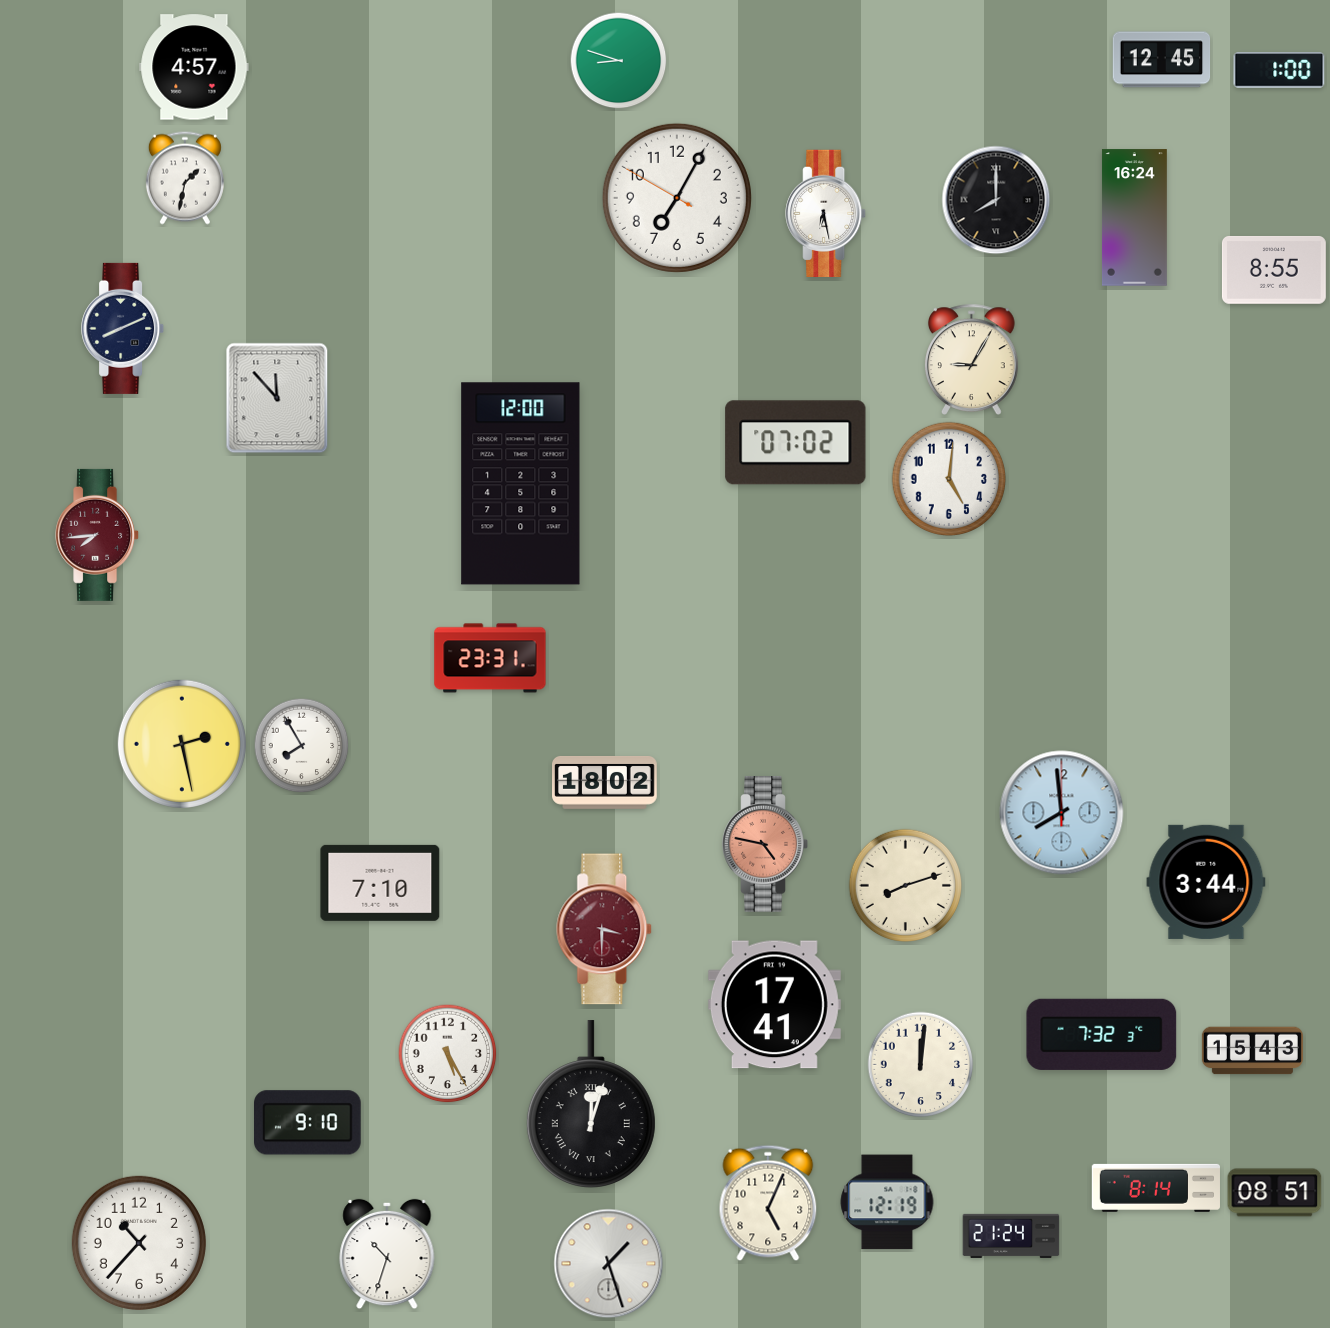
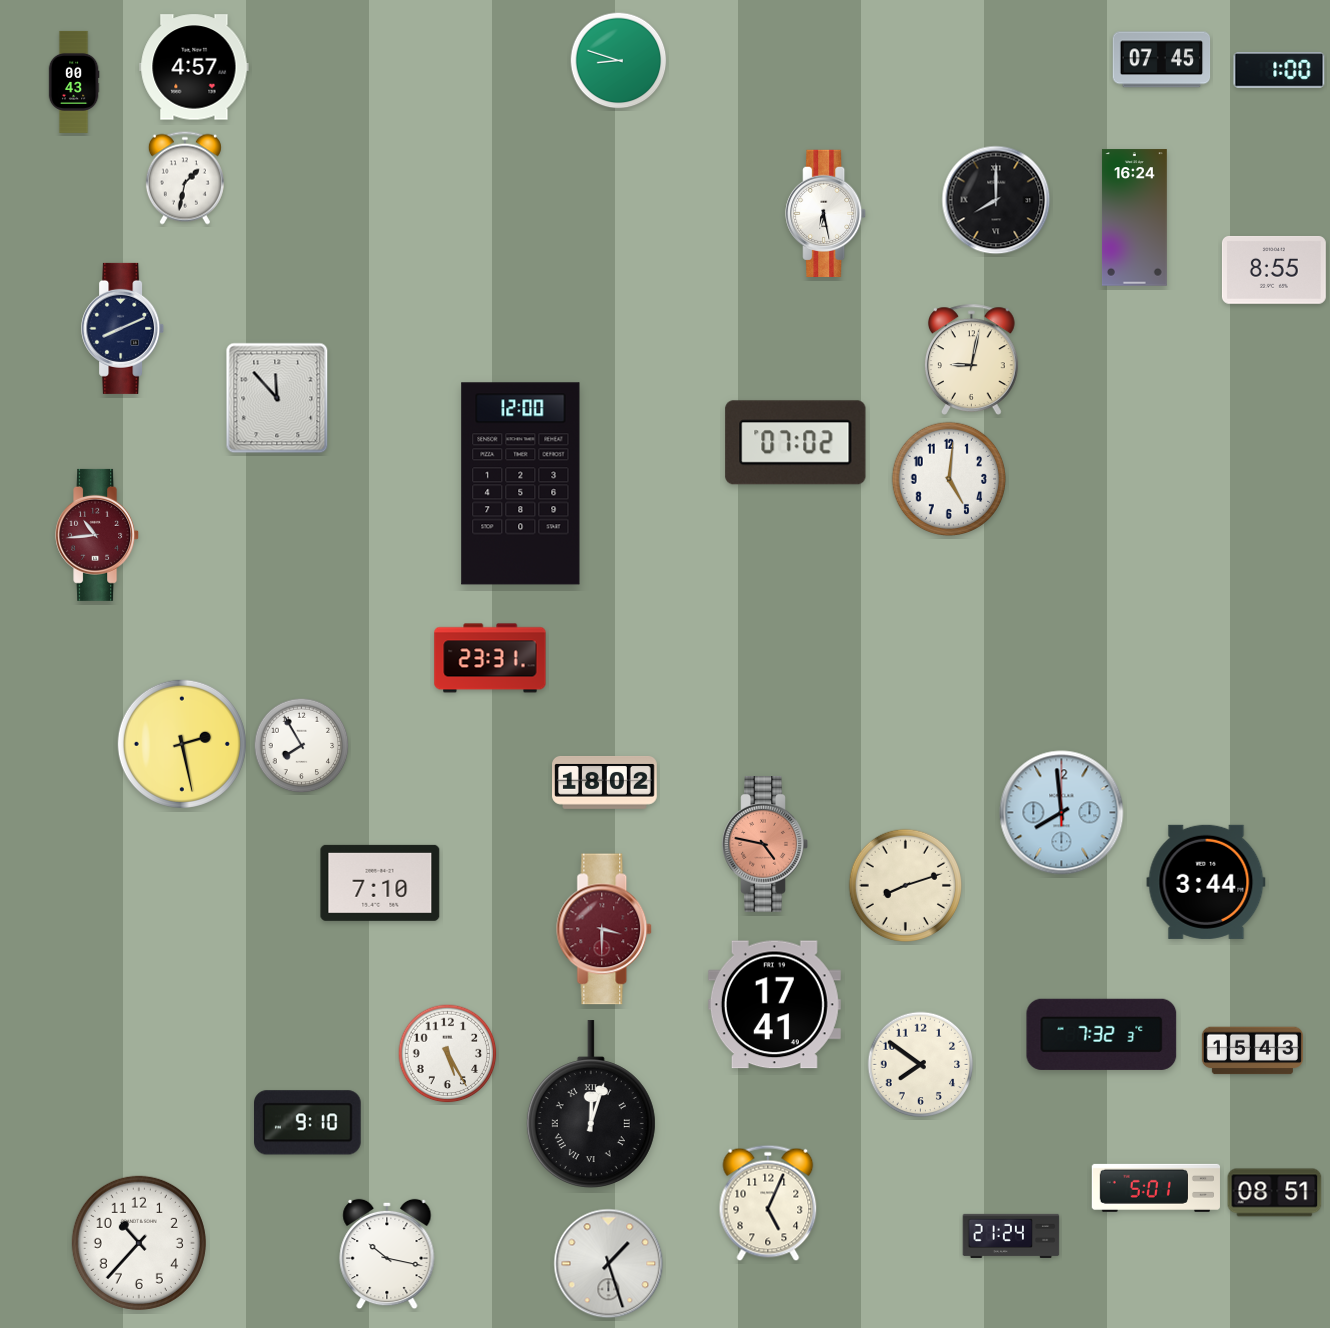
clock at (1162, 60): 12:45 -> 07:45
clock at (74, 82): none -> 00:43
clock at (677, 198): 7:04 -> none
clock at (972, 359): 9:05 -> 9:02
clock at (98, 535): 7:44 -> 10:44
clock at (921, 1065): 12:01 -> 7:51
clock at (1156, 1188): 8:14 -> 5:01
clock at (887, 1202): 12:19 -> none
clock at (387, 1254): 10:33 -> 10:17
